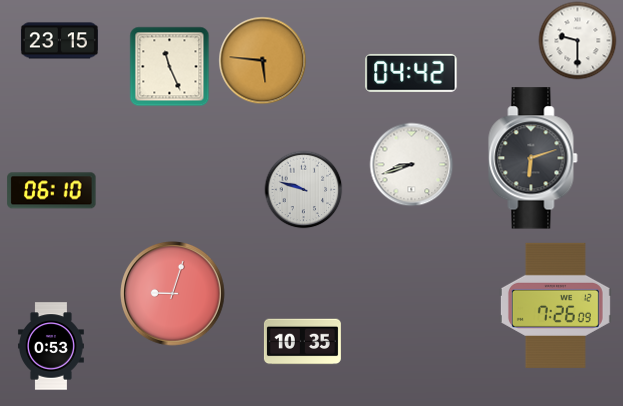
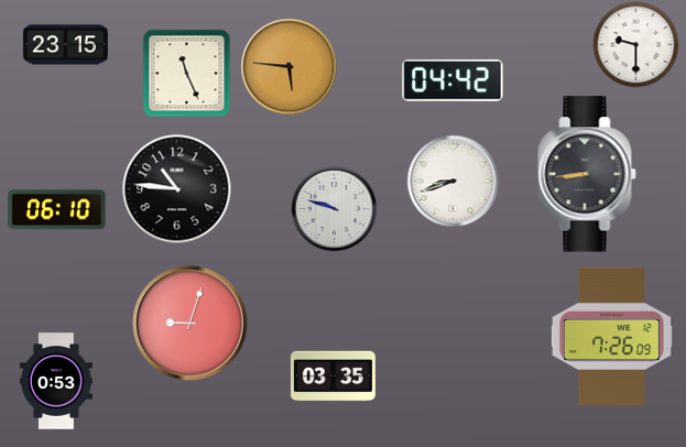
clock at (533, 158): 6:12 -> 8:44
clock at (177, 189): none -> 10:46
clock at (302, 342): 10:35 -> 03:35
